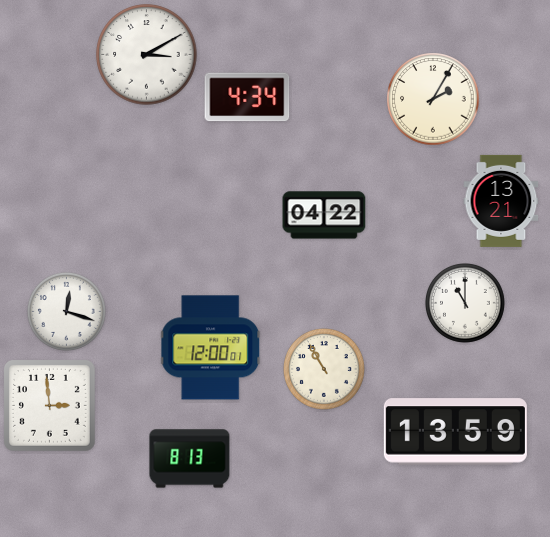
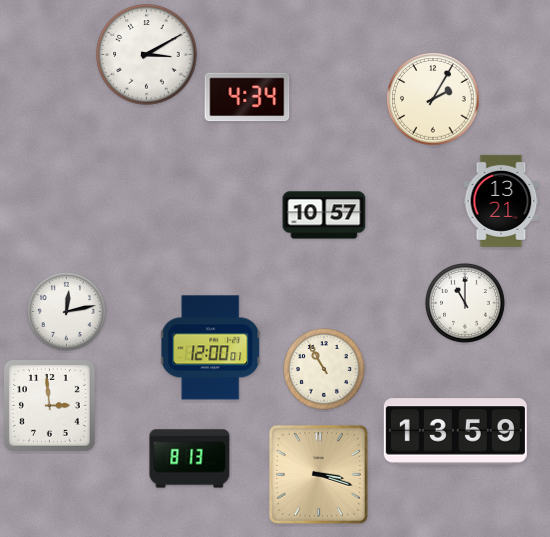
clock at (324, 215): 04:22 -> 10:57
clock at (66, 311): 12:18 -> 12:13
clock at (318, 474): none -> 3:18
